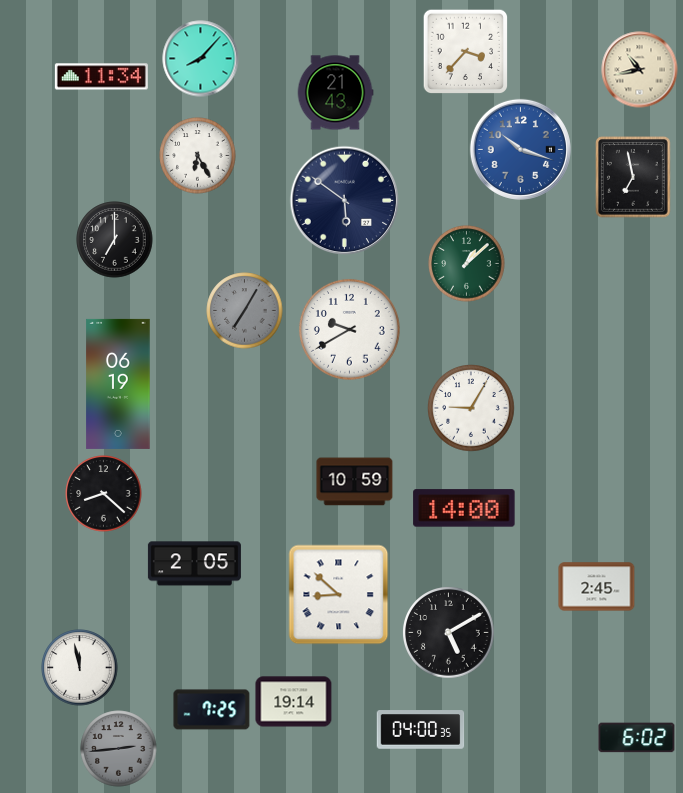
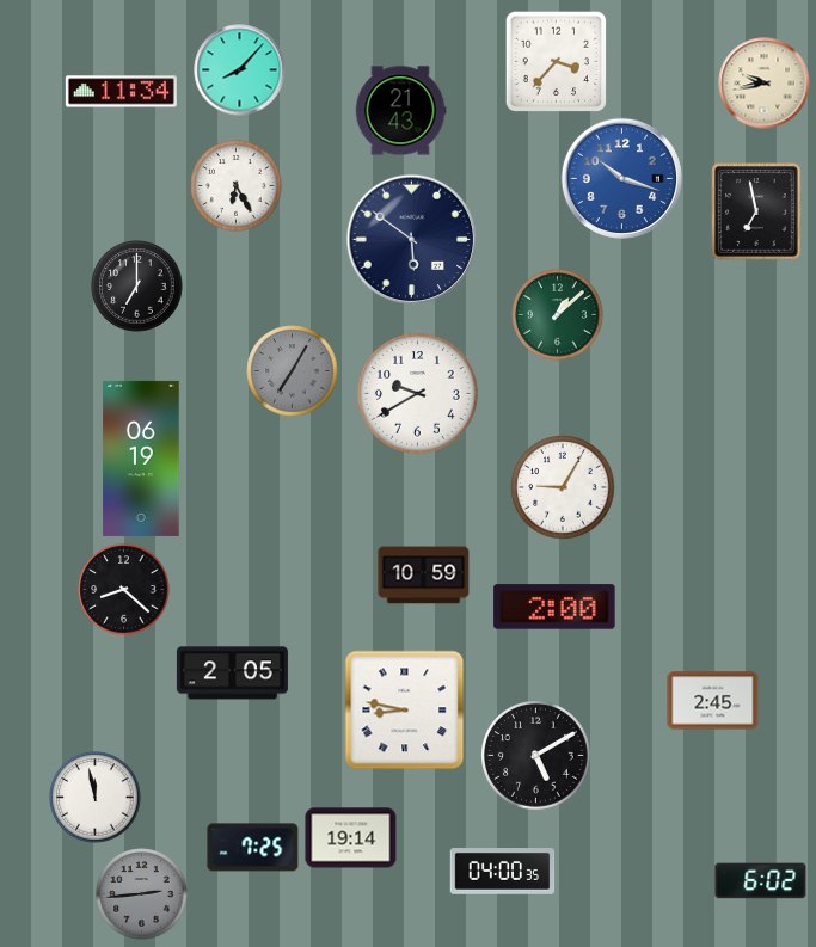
clock at (640, 70): 10:43 -> 9:43
clock at (464, 508): 14:00 -> 2:00
clock at (339, 595): 8:52 -> 8:47
